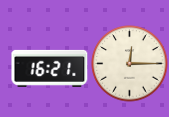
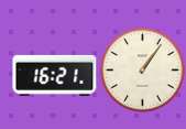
clock at (130, 64): 12:15 -> 1:06
